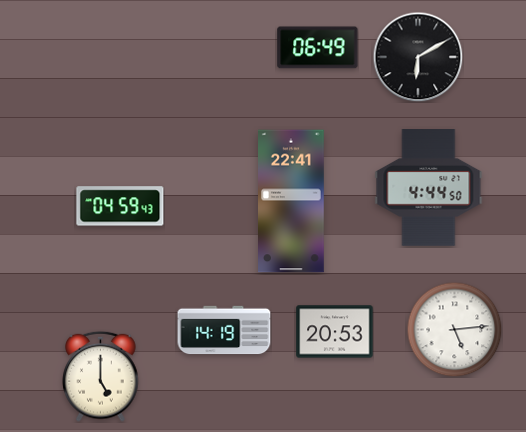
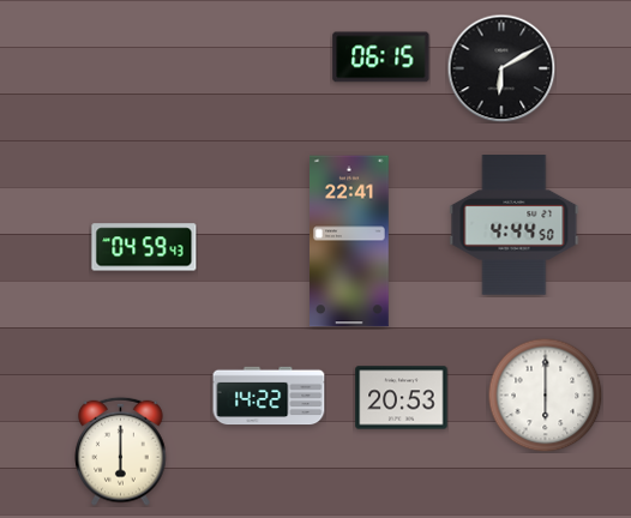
clock at (318, 48): 06:49 -> 06:15
clock at (454, 329): 5:14 -> 6:00
clock at (224, 330): 14:19 -> 14:22
clock at (101, 376): 5:00 -> 6:00
